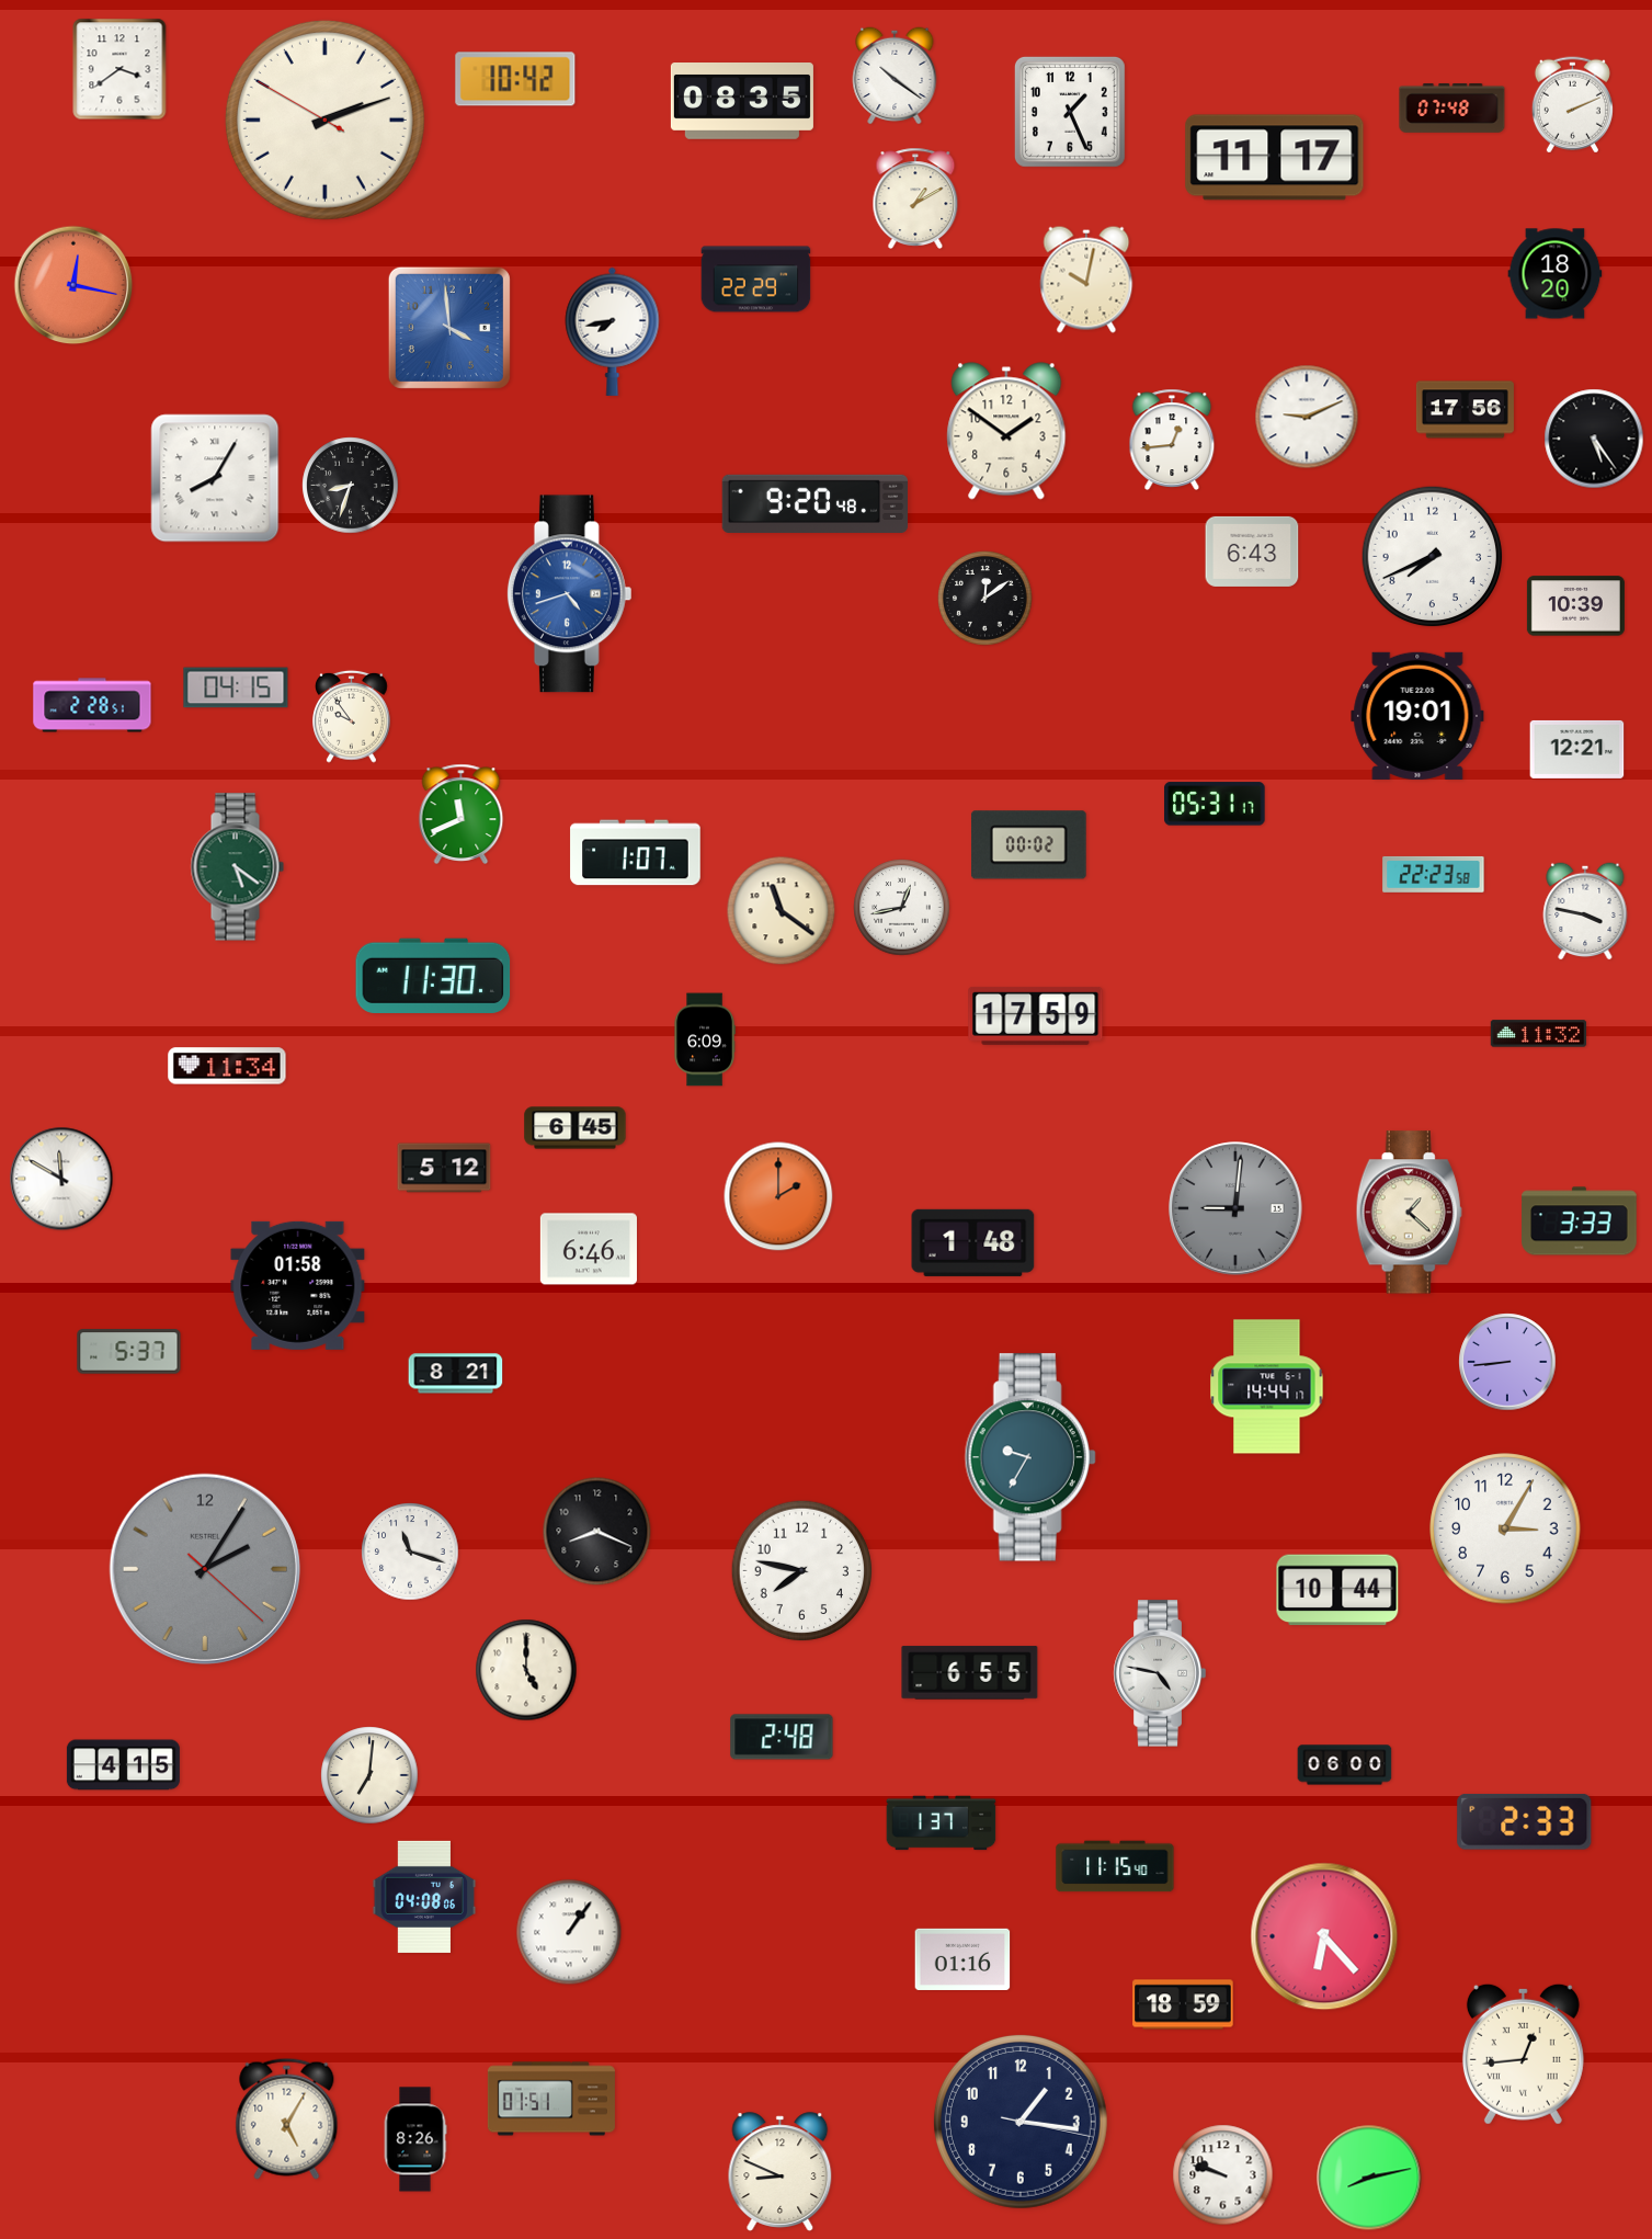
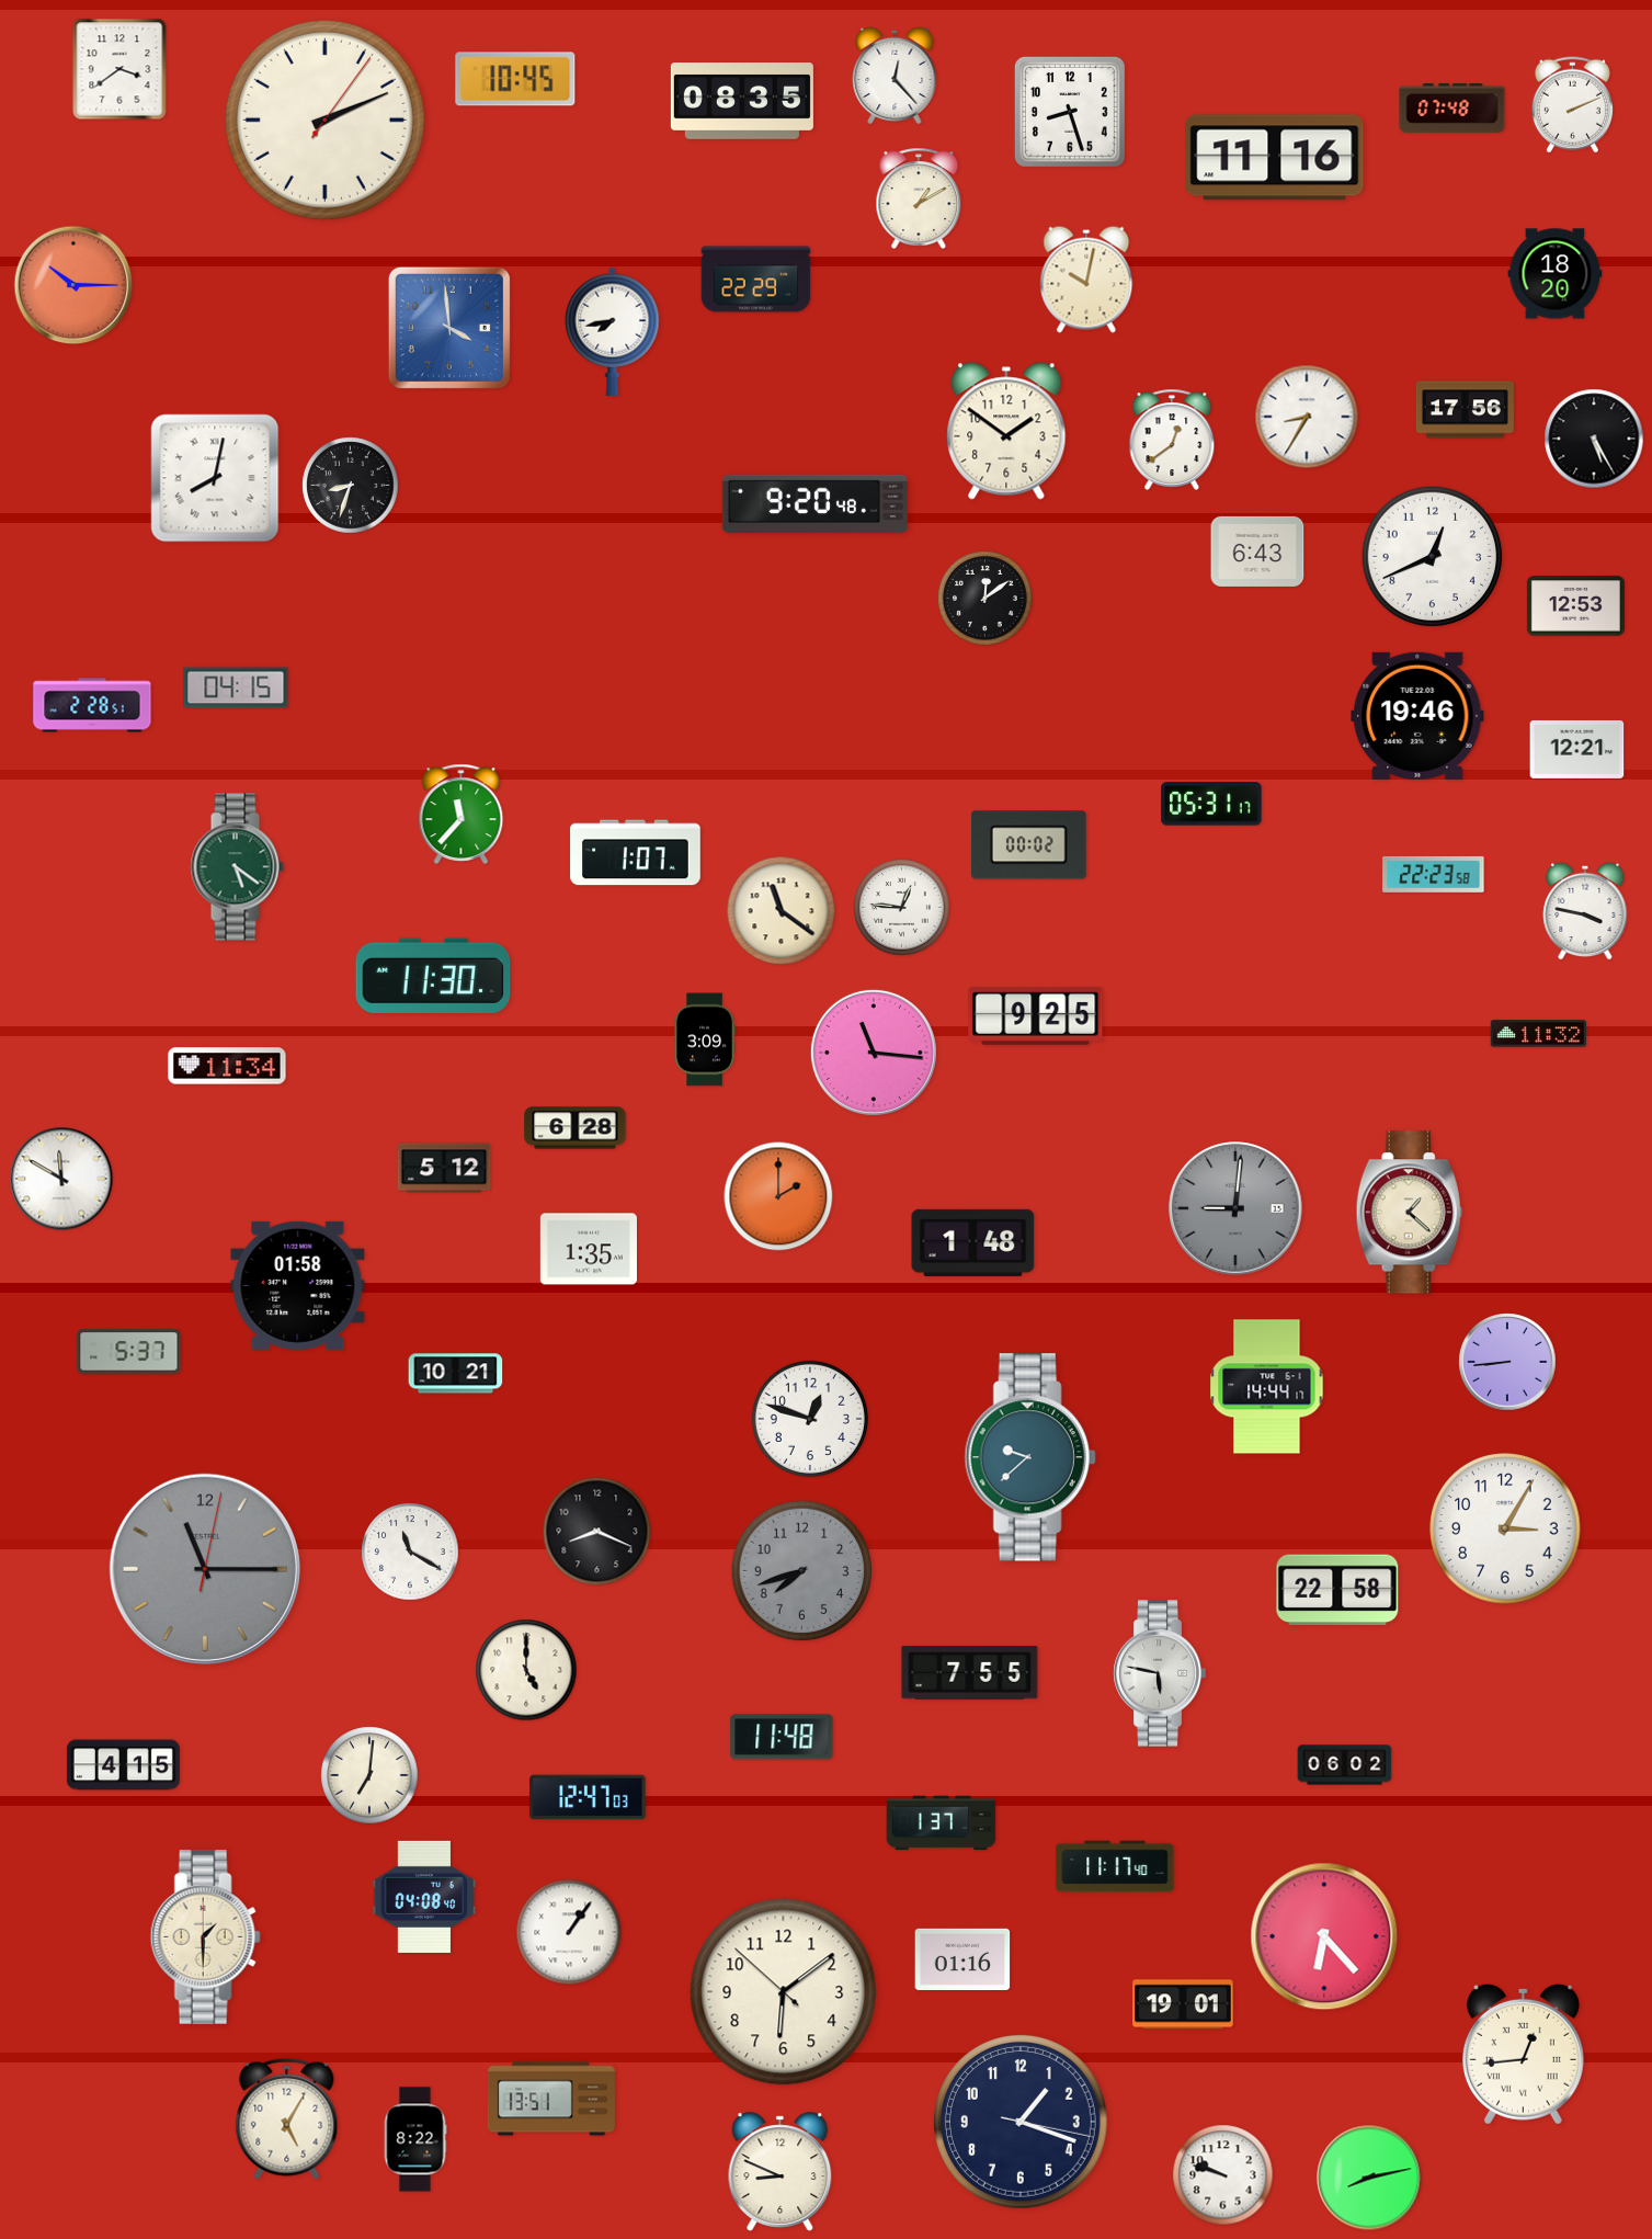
clock at (895, 76): 10:21 -> 12:23
clock at (515, 79): 10:42 -> 10:45
clock at (1070, 112): 1:26 -> 8:27
clock at (324, 120): 2:11:50 -> 2:11:06
clock at (1275, 158): 11:17 -> 11:16
clock at (915, 198) position: (915, 198) -> (919, 198)
clock at (73, 285): 12:17 -> 10:15
clock at (1307, 417): 9:11 -> 8:35
clock at (1594, 439): 5:24 -> 5:25
clock at (1172, 440): 12:44 -> 12:39
clock at (215, 478): 8:05 -> 8:02
clock at (1252, 552) position: (1252, 552) -> (1257, 552)
clock at (1433, 557): 7:41 -> 12:41
clock at (569, 594): 4:42 -> none
clock at (1575, 606): 10:39 -> 12:53
clock at (352, 716): 9:54 -> none
clock at (1417, 716): 19:01 -> 19:46
clock at (1215, 804) position: (1215, 804) -> (1211, 804)
clock at (462, 814): 11:41 -> 11:37
clock at (902, 908): 12:43 -> 12:46
clock at (1036, 1015): 17:59 -> 9:25
clock at (705, 1039): 6:09 -> 3:09
clock at (874, 1053): none -> 11:16
clock at (576, 1128): 6:45 -> 6:28
clock at (1580, 1221): 3:33 -> none
clock at (589, 1249): 6:46 -> 1:35
clock at (456, 1374): 8:21 -> 10:21
clock at (810, 1419): none -> 12:48
clock at (1030, 1457): 9:35 -> 9:38
clock at (410, 1552): 11:18 -> 11:20
clock at (205, 1569): 2:05 -> 11:15
clock at (802, 1571): 7:47 -> 7:42
clock at (802, 1571) dial: white -> grey
clock at (1337, 1590): 10:44 -> 22:58
clock at (970, 1673): 6:55 -> 7:55
clock at (1160, 1673): 4:47 -> 5:47
clock at (782, 1737): 2:48 -> 11:48
clock at (1345, 1765): 06:00 -> 06:02
clock at (588, 1797): none -> 12:47
clock at (1525, 1822): 2:33 -> none
clock at (1115, 1866): 11:15 -> 11:17
clock at (424, 1897): 04:08:06 -> 04:08:40
clock at (205, 1936): none -> 1:30
clock at (784, 1992): none -> 6:08
clock at (1183, 2004): 18:59 -> 19:01
clock at (551, 2099): 01:51 -> 13:51
clock at (1021, 2122): 1:16 -> 1:18
clock at (415, 2139): 8:26 -> 8:22
